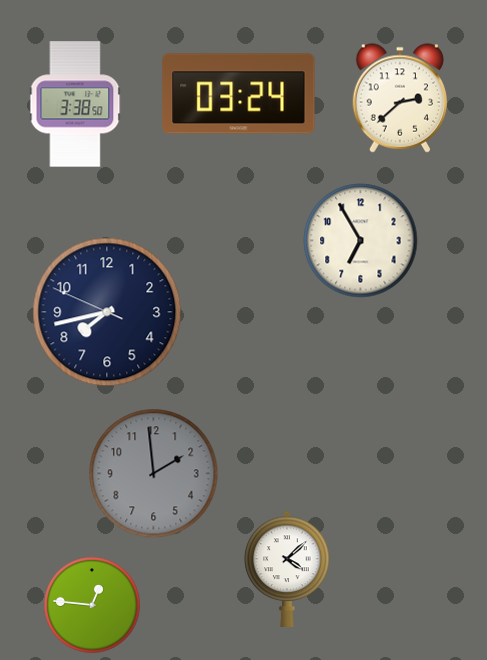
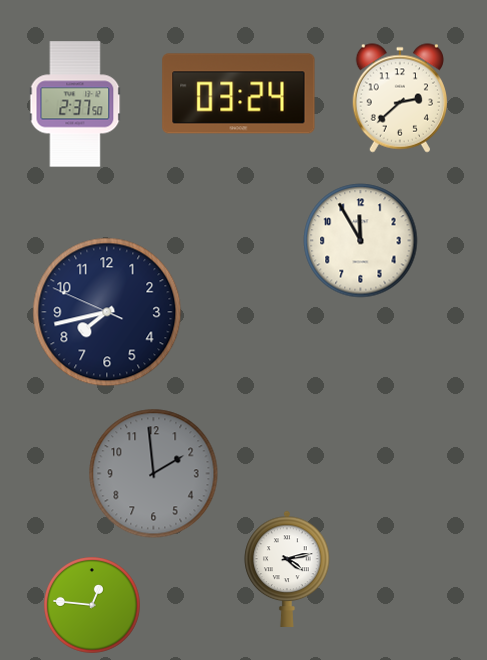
clock at (75, 104): 3:38 -> 2:37
clock at (361, 241): 6:55 -> 11:55
clock at (287, 569): 4:08 -> 4:13
